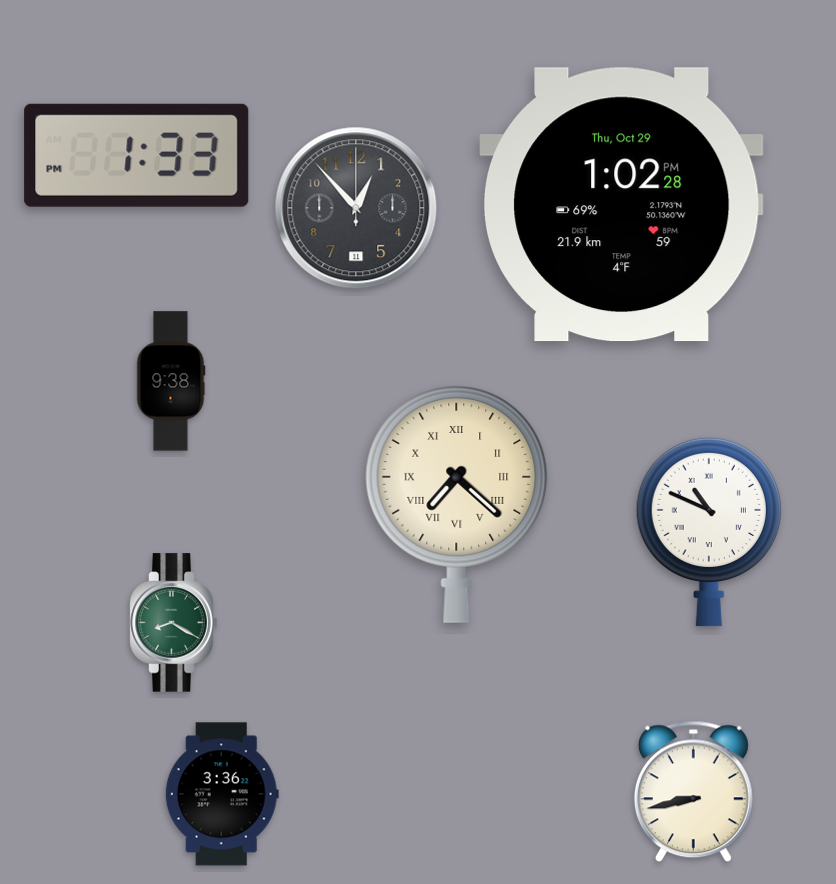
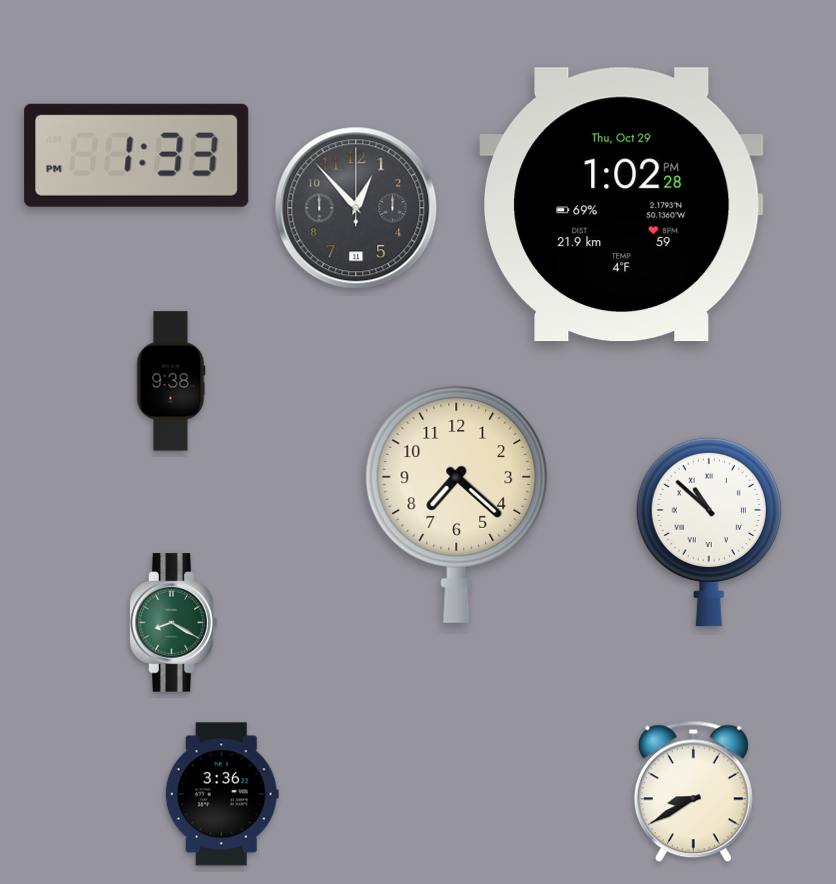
clock at (457, 504) numerals: Roman -> Arabic
clock at (709, 532): 10:49 -> 10:52
clock at (693, 792): 8:43 -> 8:40
